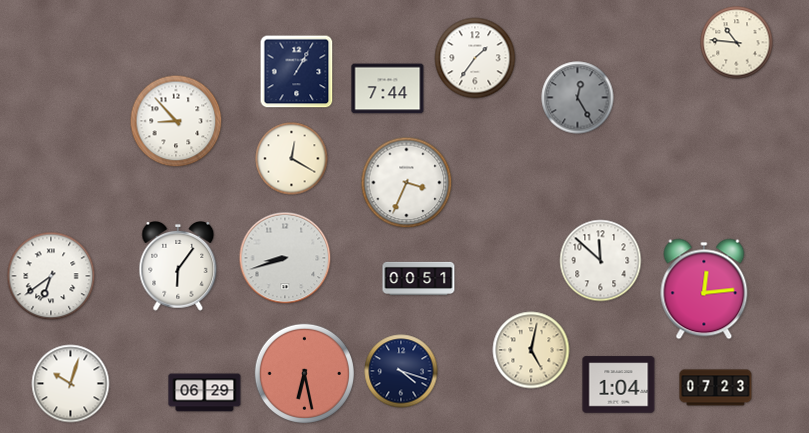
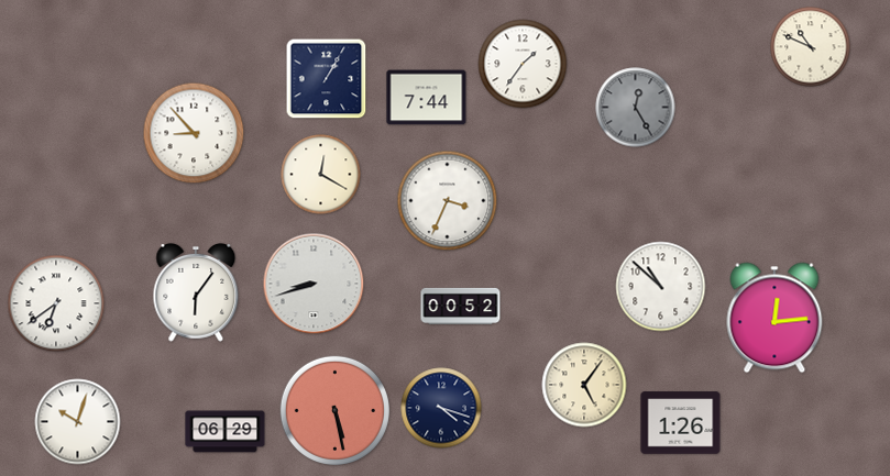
clock at (737, 43): 10:46 -> 10:49
clock at (601, 261): 11:52 -> 10:52
clock at (419, 278): 00:51 -> 00:52
clock at (531, 350): 5:02 -> 5:06
clock at (304, 373): 6:28 -> 5:28
clock at (619, 385): 1:04 -> 1:26
clock at (716, 388): 07:23 -> none
